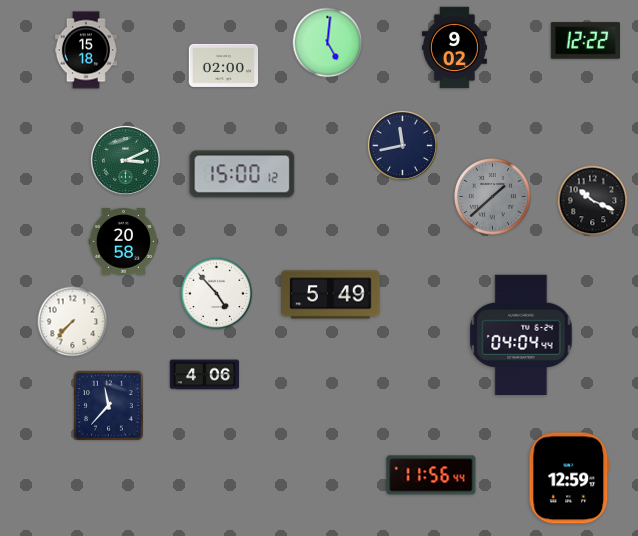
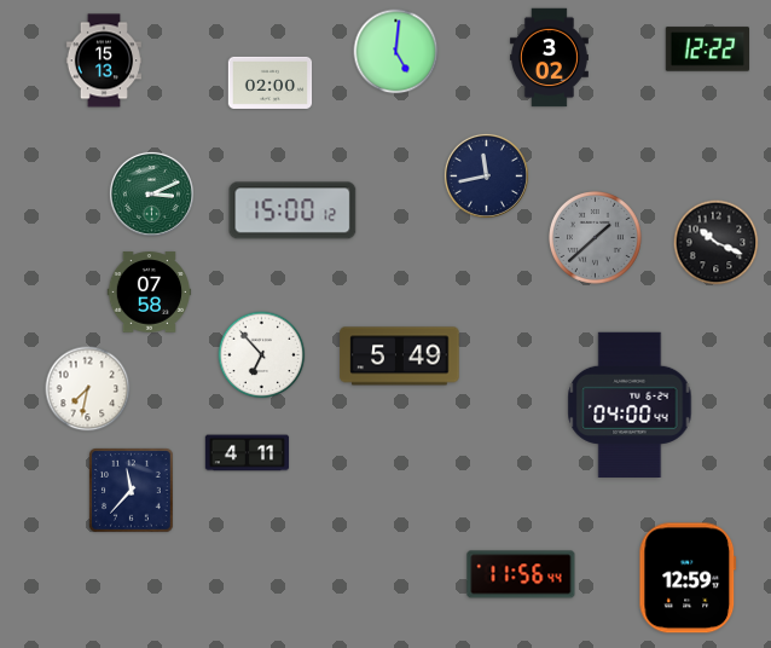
clock at (454, 48): 9:02 -> 3:02
clock at (86, 50): 15:18 -> 15:13
clock at (224, 65) position: (224, 65) -> (271, 82)
clock at (124, 242): 20:58 -> 07:58
clock at (217, 294): 4:53 -> 6:53
clock at (73, 322): 7:37 -> 7:32
clock at (521, 334): 04:04 -> 04:00
clock at (205, 375): 4:06 -> 4:11
